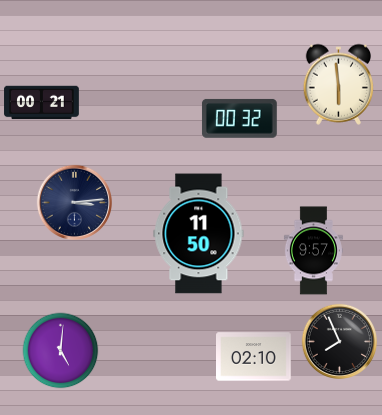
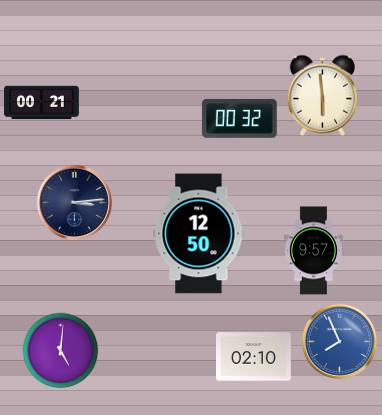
clock at (338, 84) position: (338, 84) -> (322, 95)
clock at (199, 234): 11:50 -> 12:50
clock at (339, 341) dial: black -> blue
